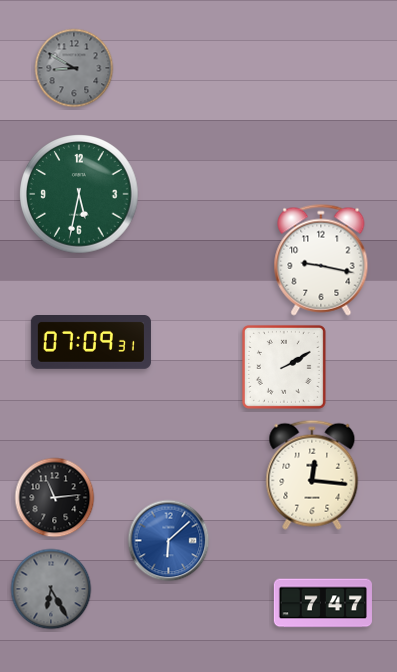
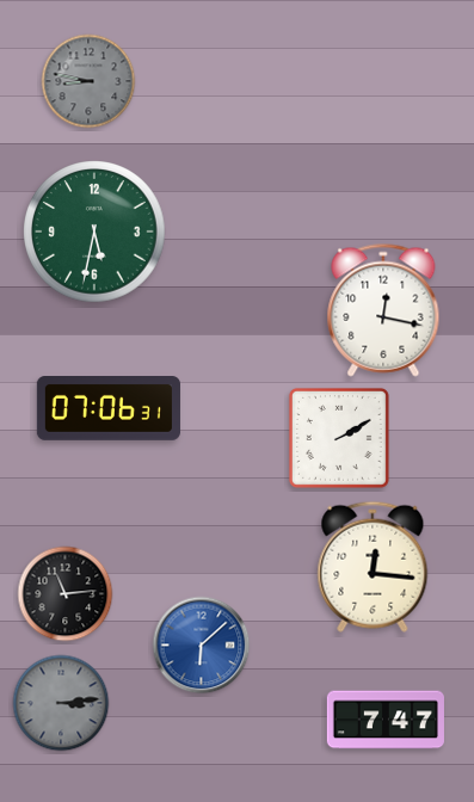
clock at (74, 68): 8:50 -> 8:47
clock at (321, 260): 9:17 -> 12:17
clock at (91, 343): 07:09 -> 07:06
clock at (51, 589): 6:25 -> 3:14
